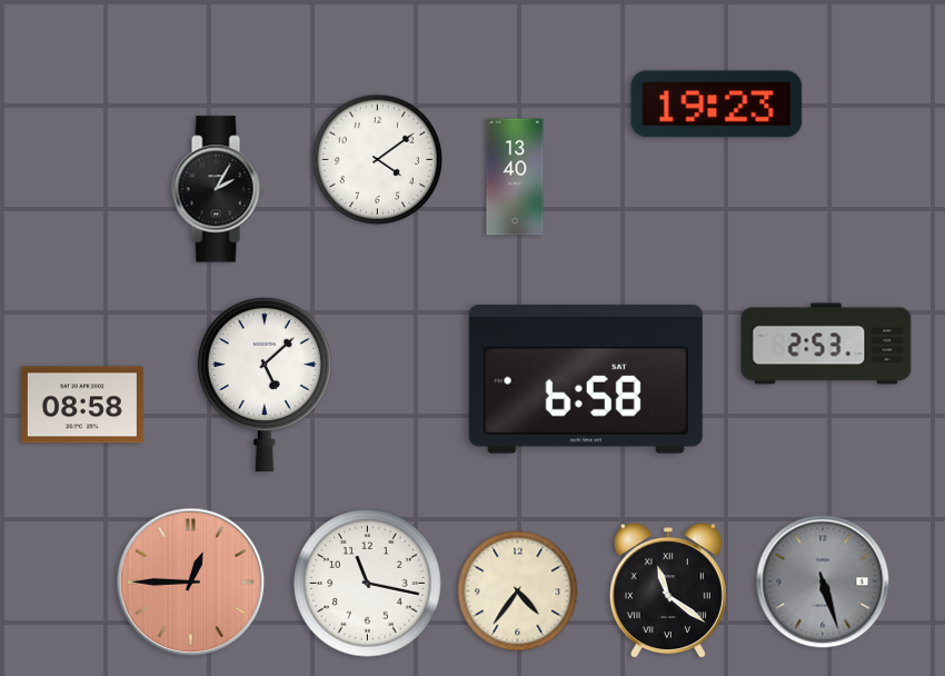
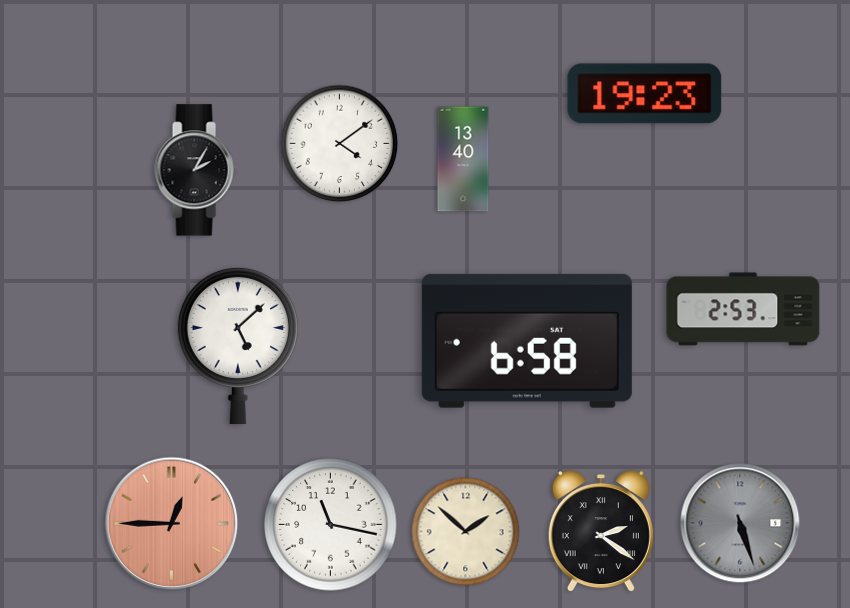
clock at (82, 405): 08:58 -> none
clock at (518, 591): 4:36 -> 1:52
clock at (668, 591): 11:21 -> 2:21
